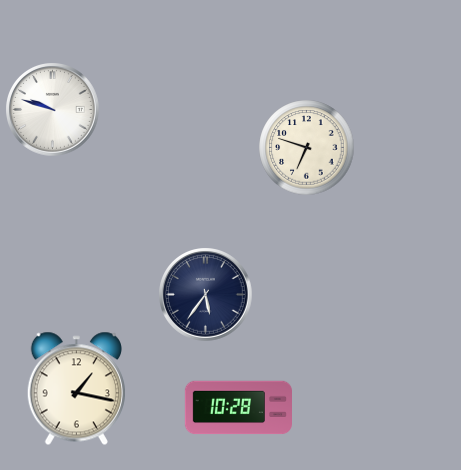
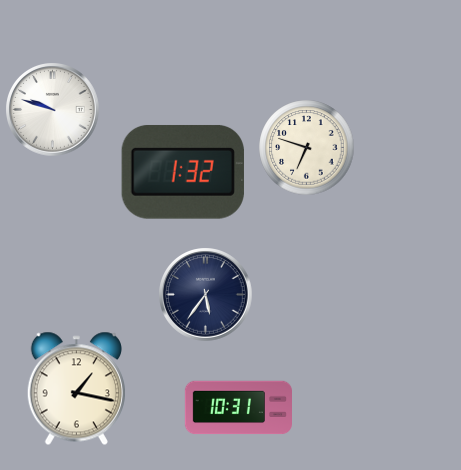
clock at (183, 172): none -> 1:32
clock at (238, 408): 10:28 -> 10:31
